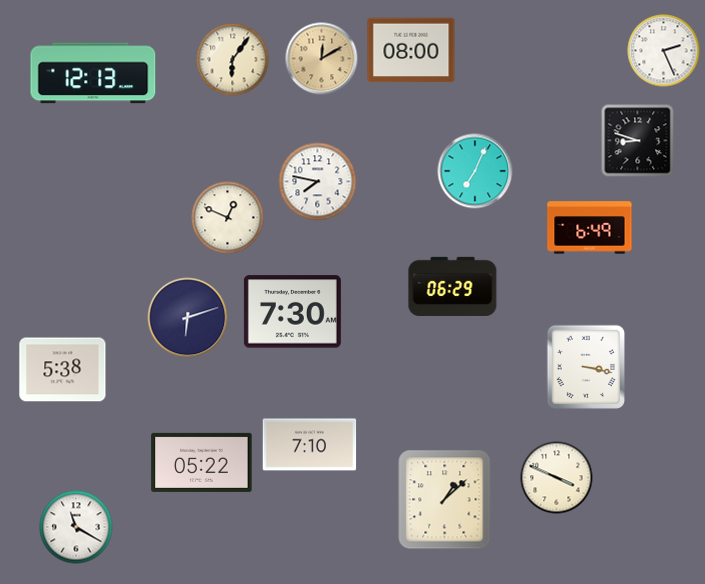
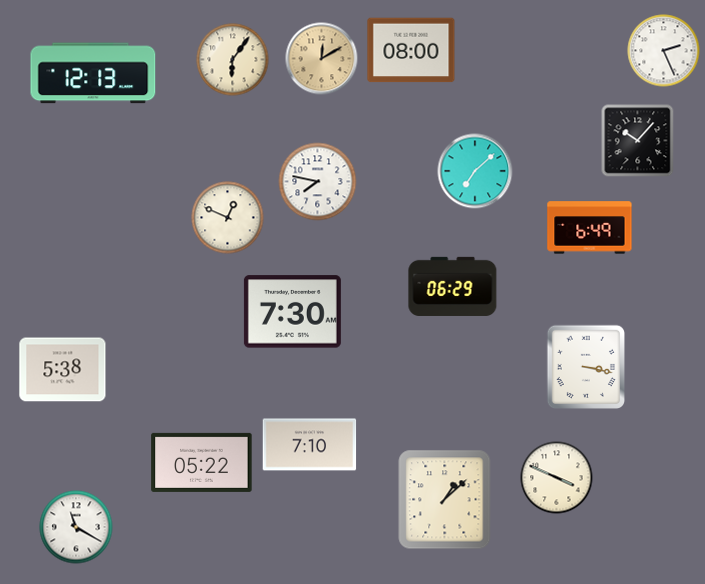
clock at (638, 141): 8:48 -> 10:07
clock at (475, 171): 7:04 -> 7:08
clock at (188, 318): 6:12 -> none
